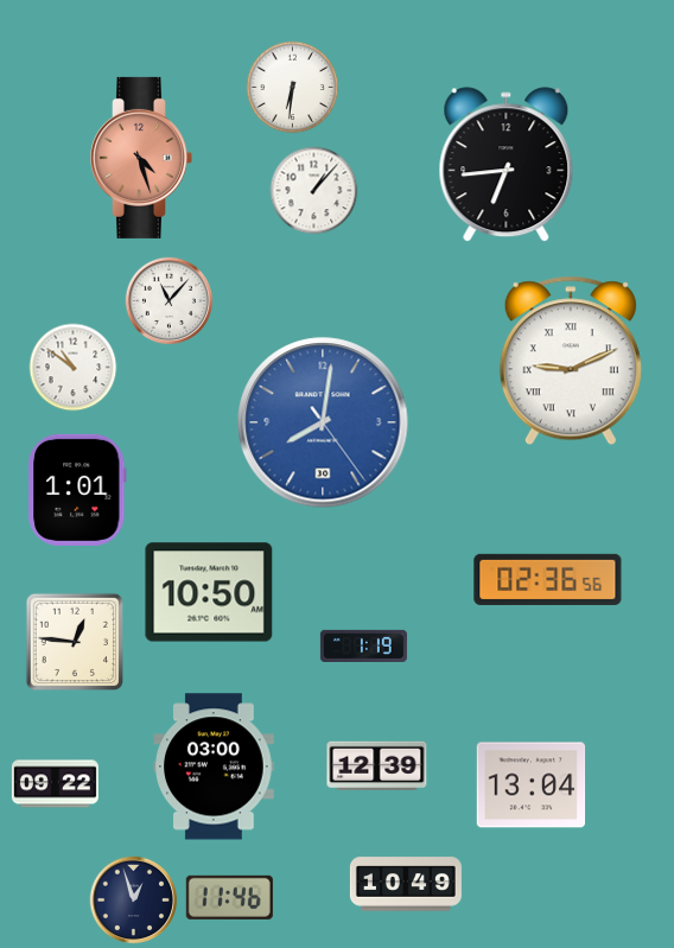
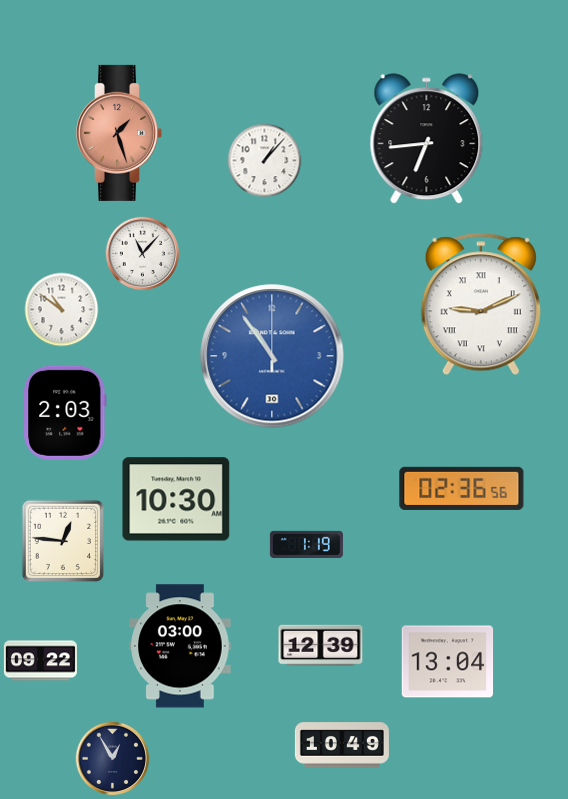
clock at (293, 88): 6:31 -> none
clock at (141, 158): 4:27 -> 1:27
clock at (323, 422): 8:01 -> 10:54
clock at (77, 490): 1:01 -> 2:03
clock at (209, 592): 10:50 -> 10:30
clock at (377, 766) position: (377, 766) -> (321, 646)
clock at (55, 784) position: (55, 784) -> (40, 661)
clock at (229, 897): 11:46 -> none
clock at (134, 901): 12:57 -> 12:55
